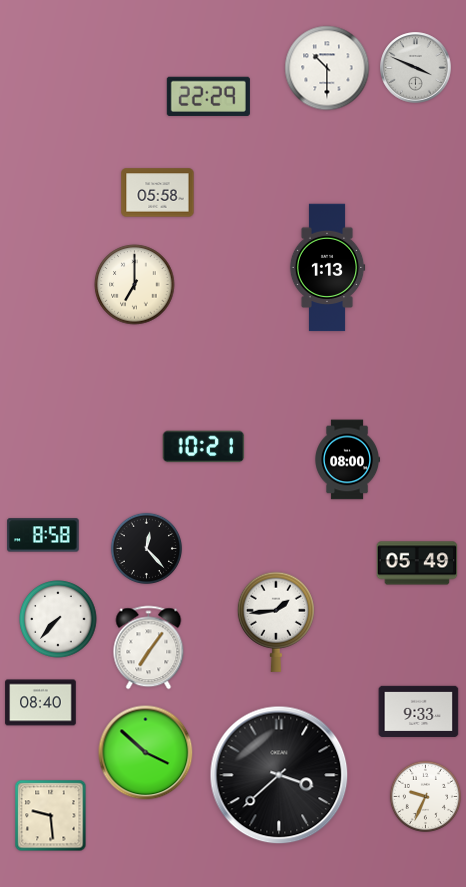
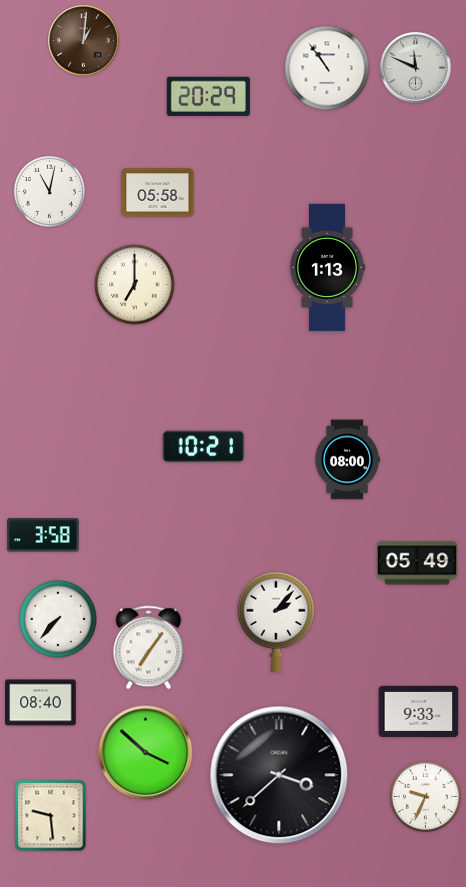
clock at (84, 41): none -> 1:01
clock at (327, 68): 10:30 -> 10:54
clock at (416, 68): 3:49 -> 11:49
clock at (208, 96): 22:29 -> 20:29
clock at (49, 191): none -> 11:02
clock at (43, 535): 8:58 -> 3:58
clock at (146, 548): 12:23 -> none
clock at (276, 622): 1:44 -> 2:07
